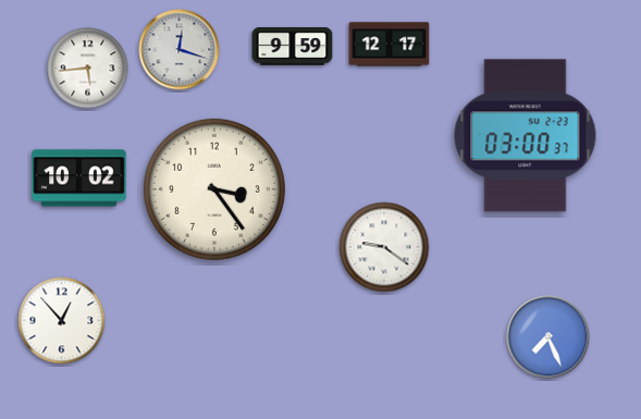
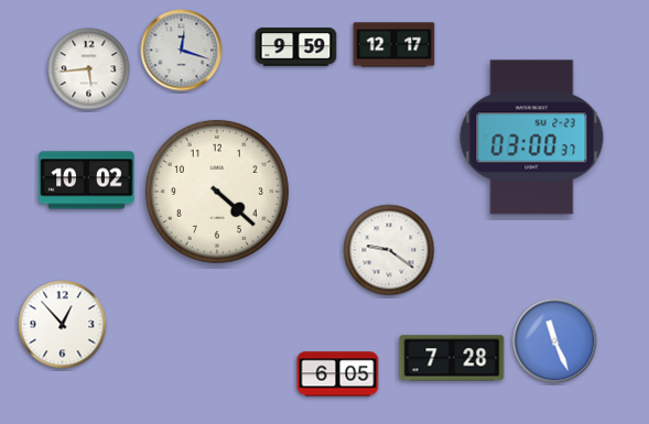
clock at (79, 178) position: (79, 178) -> (87, 181)
clock at (214, 189): 3:24 -> 4:22
clock at (548, 337): 7:26 -> 11:26
clock at (452, 358): none -> 7:28
clock at (338, 374): none -> 6:05
